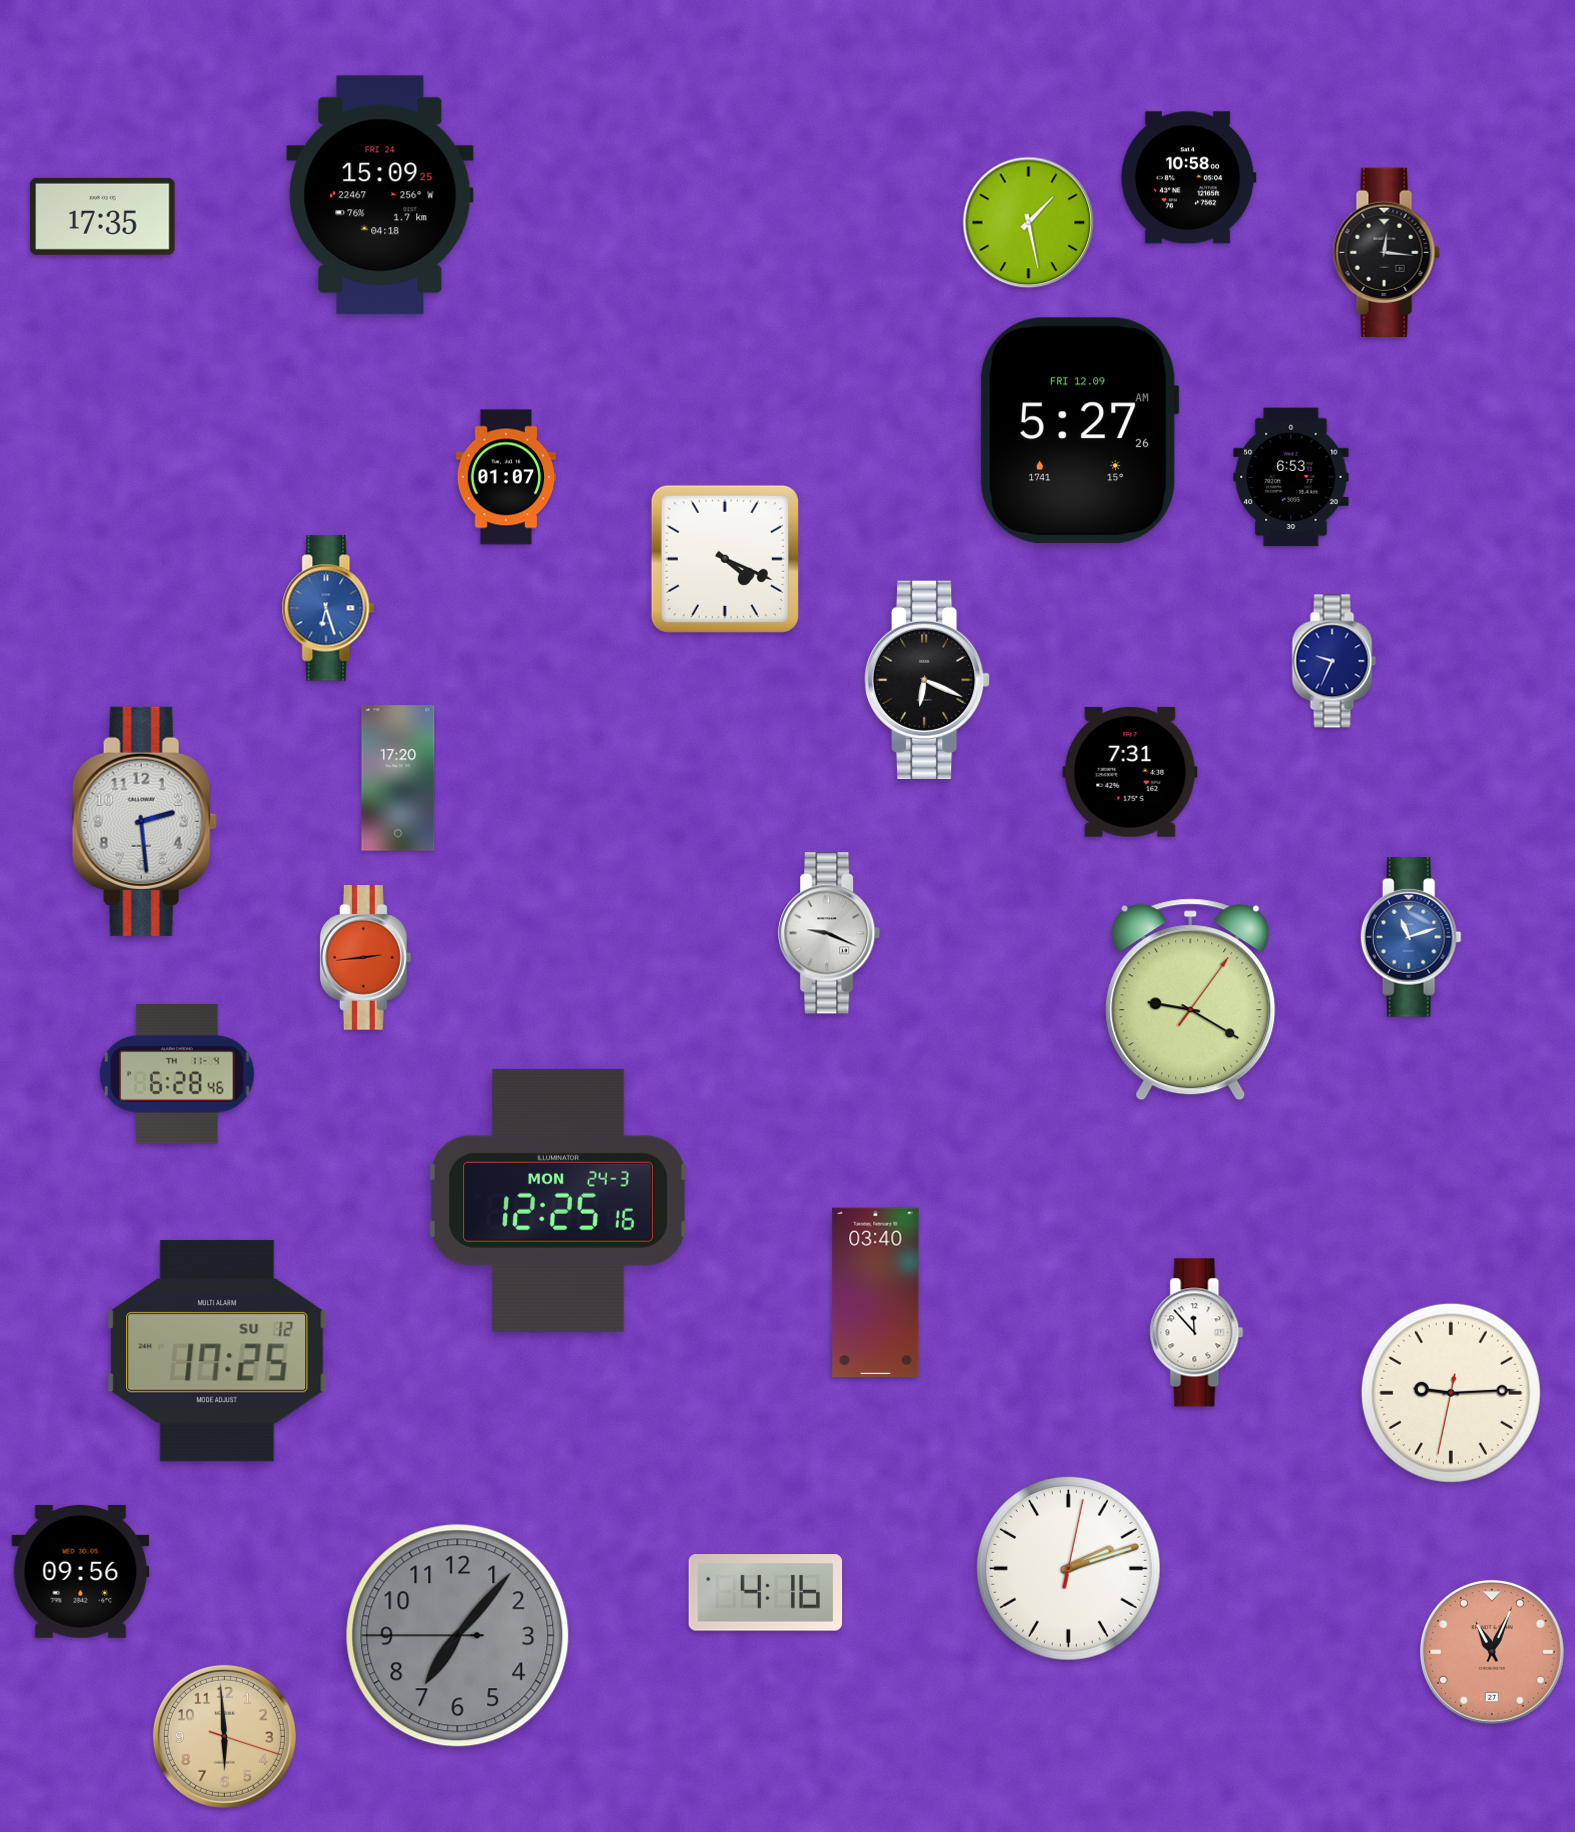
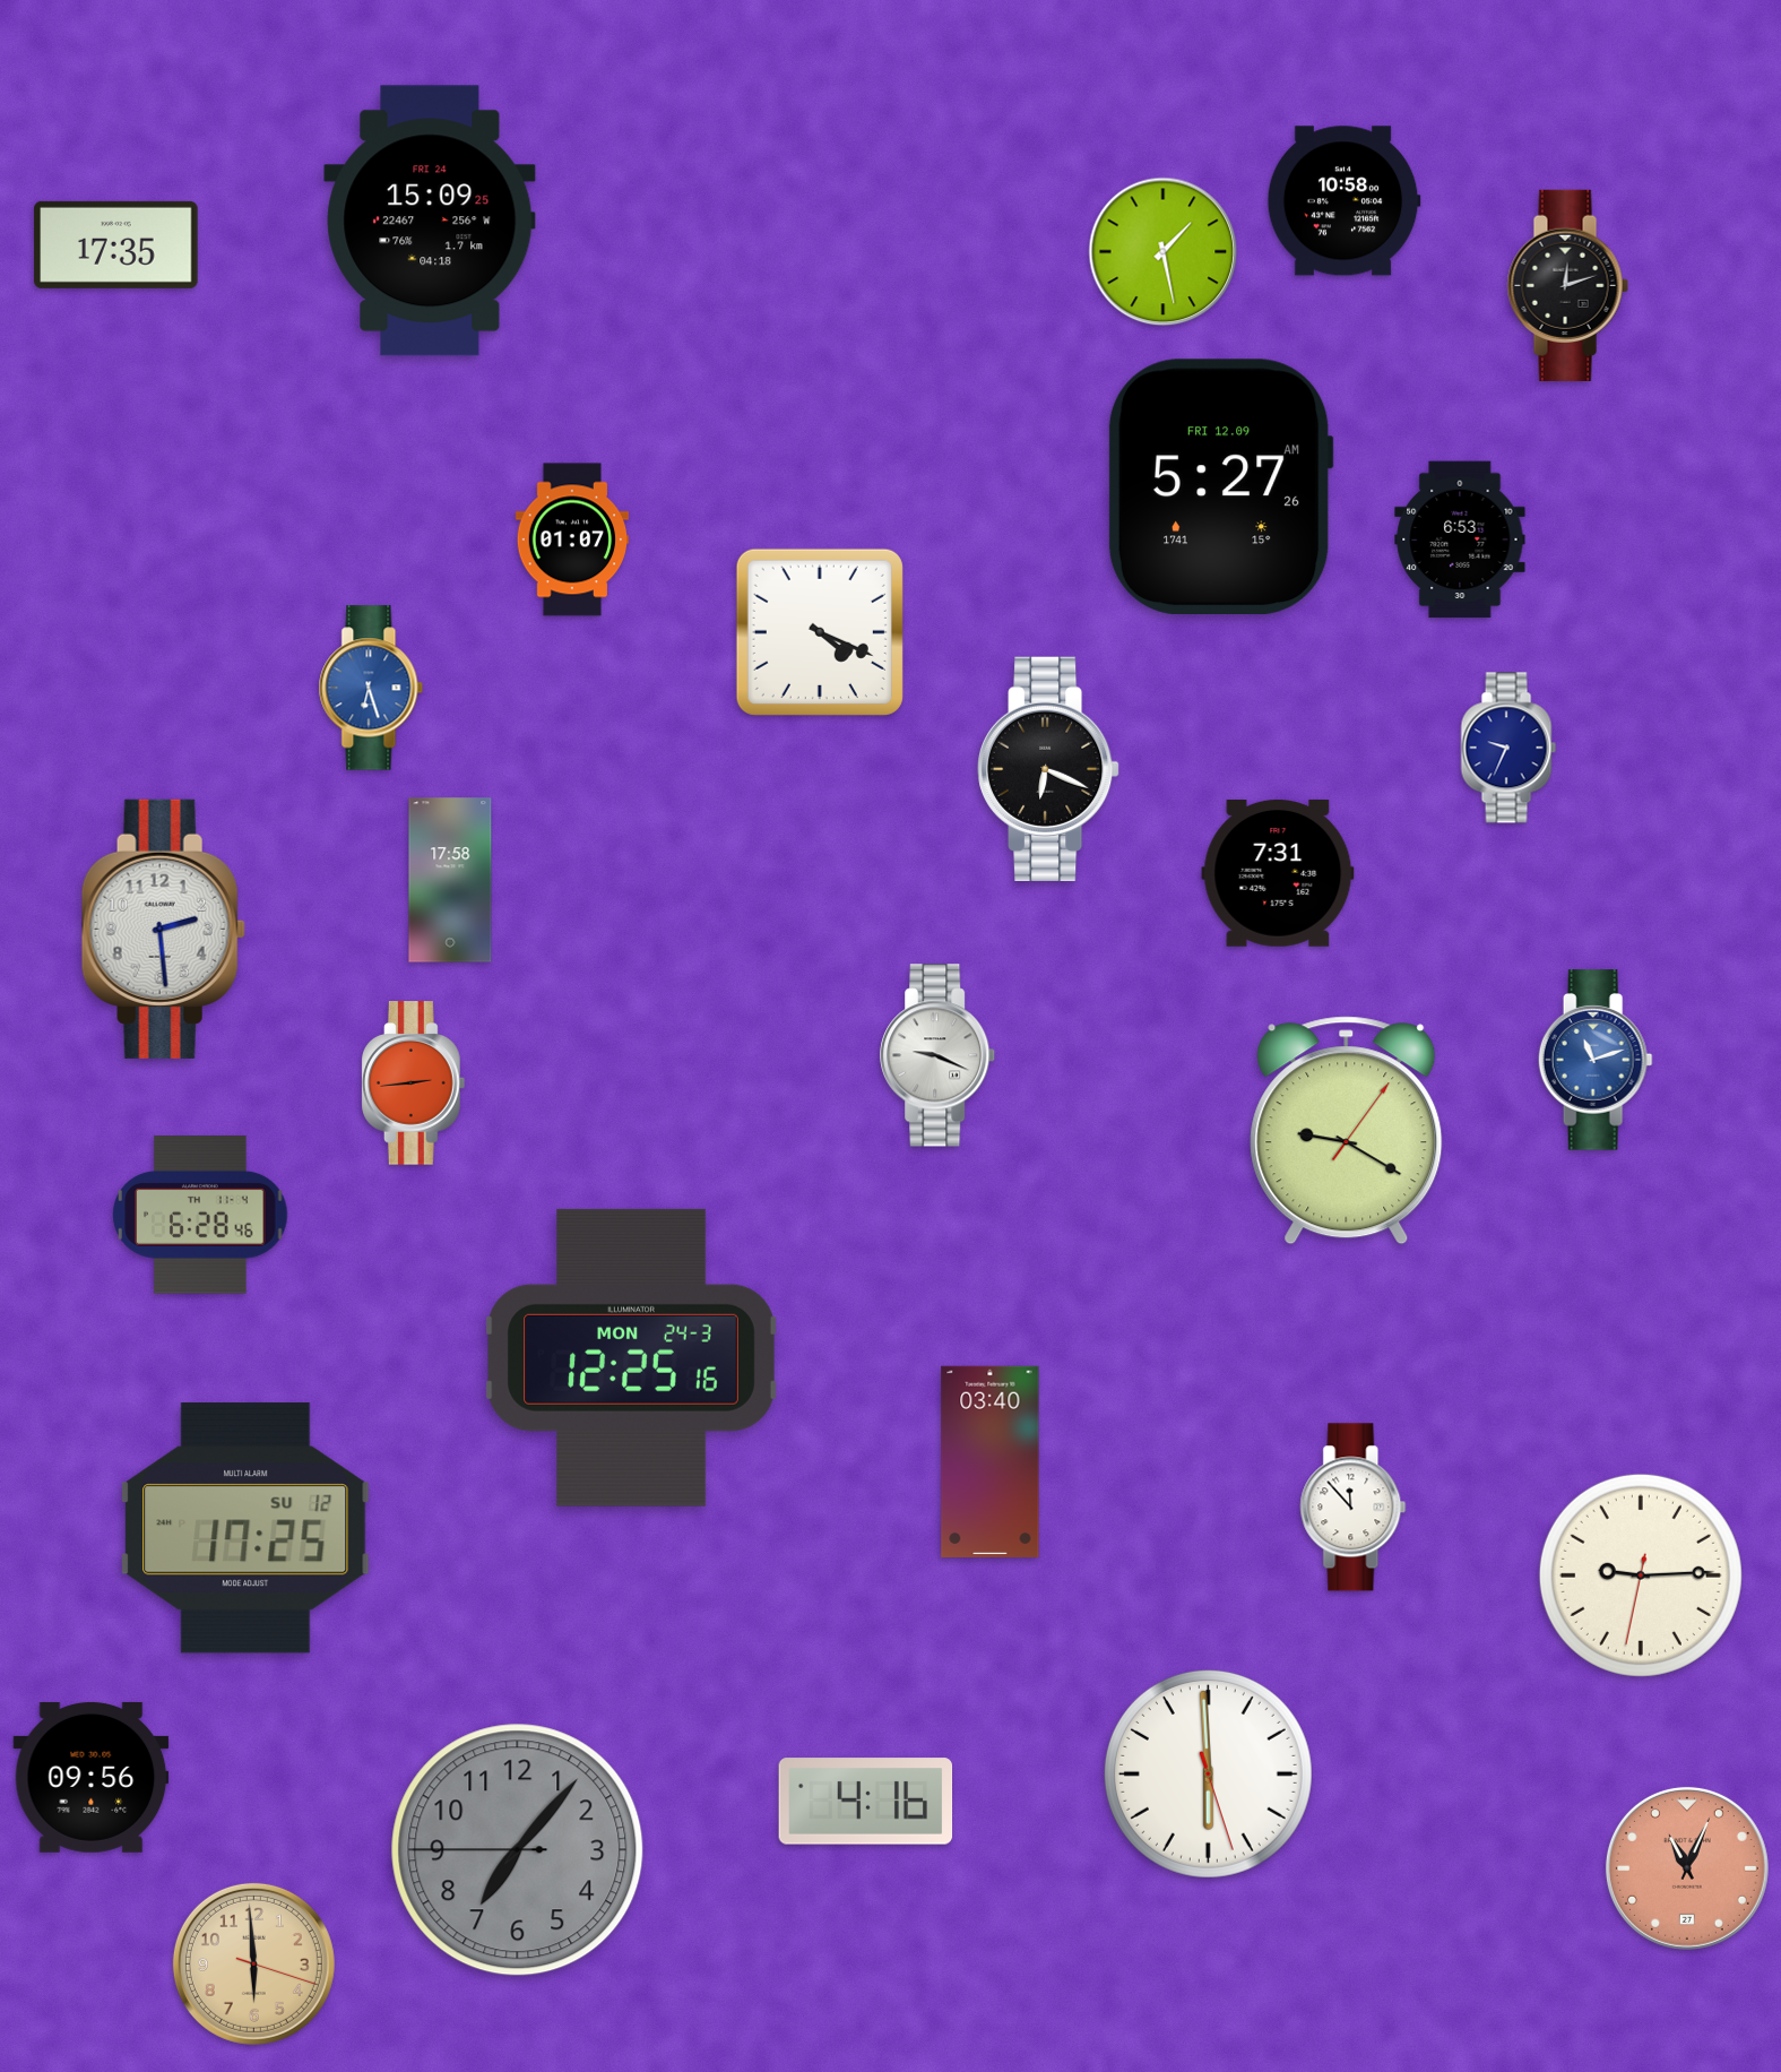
clock at (1386, 252): 12:16 -> 12:12
clock at (398, 778): 17:20 -> 17:58
clock at (1068, 1568): 2:12 -> 5:59
